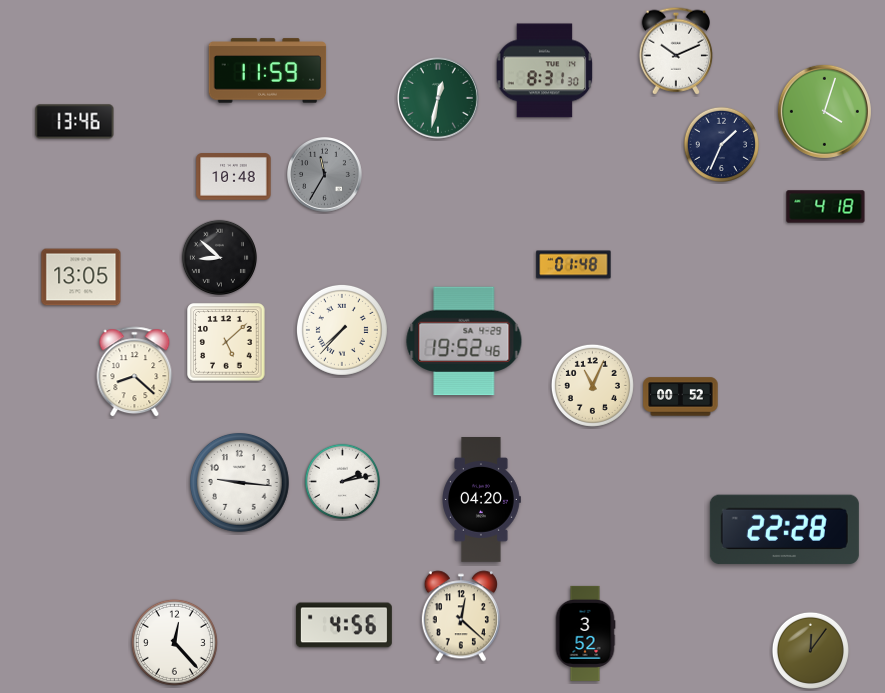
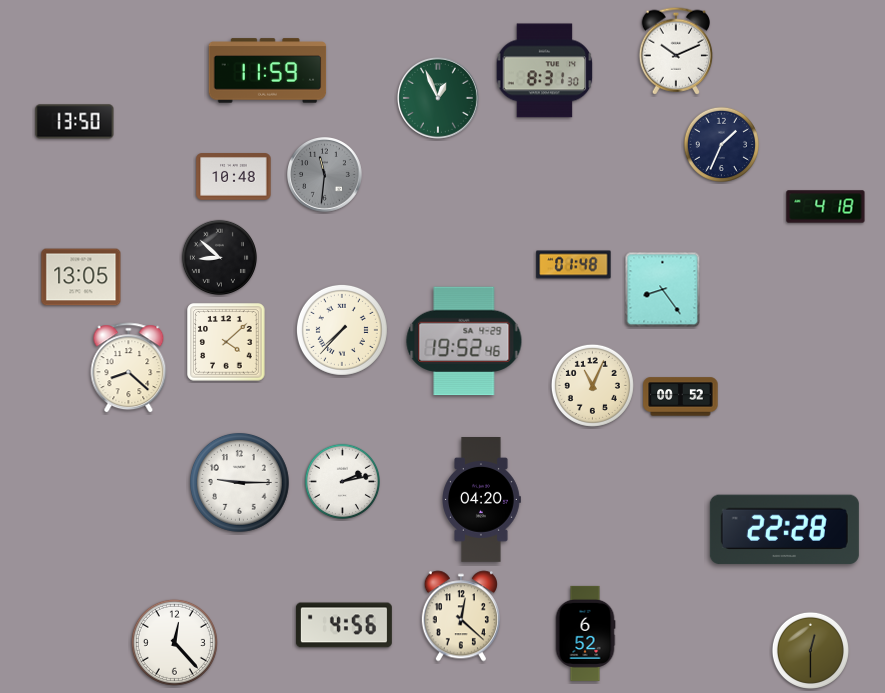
clock at (438, 98): 12:32 -> 12:56
clock at (824, 111): 4:03 -> none
clock at (75, 122): 13:46 -> 13:50
clock at (325, 175): 11:35 -> 11:31
clock at (663, 290): none -> 8:24
clock at (226, 342): 5:08 -> 4:08
clock at (135, 372) position: (135, 372) -> (129, 368)
clock at (239, 482): 9:16 -> 9:15
clock at (585, 633): 3:52 -> 6:52
clock at (810, 650): 12:06 -> 12:30
